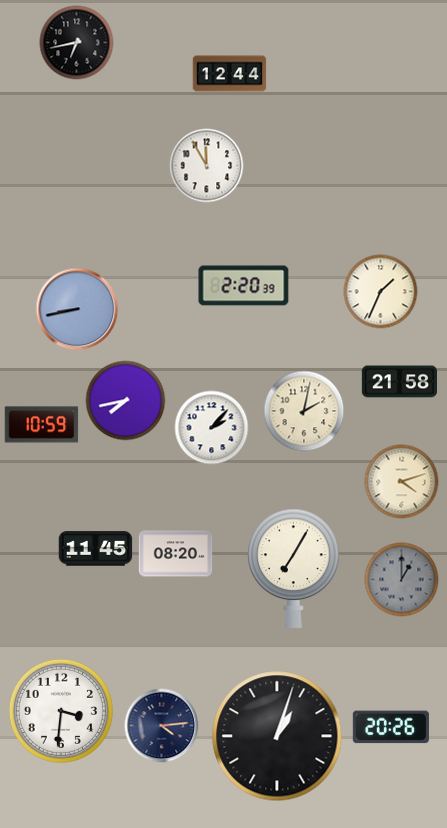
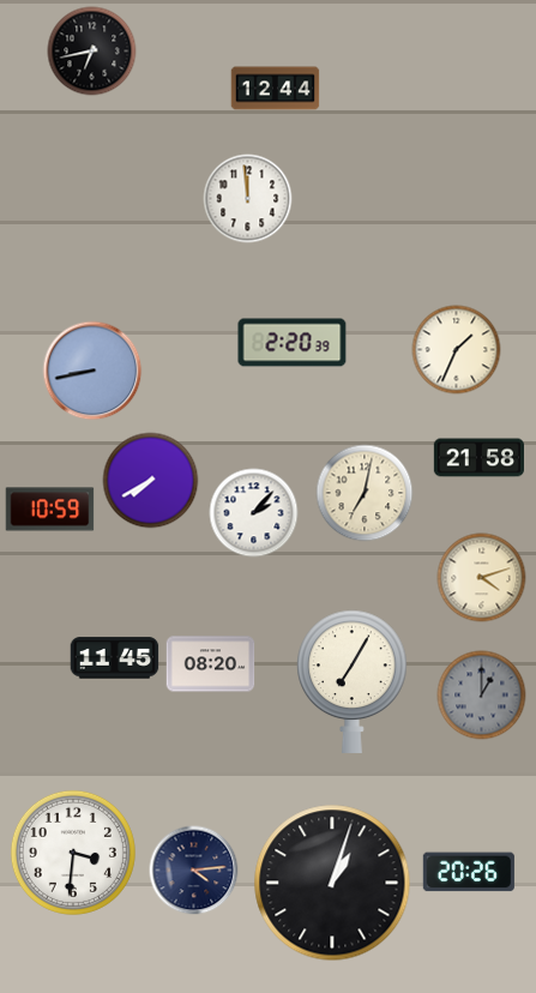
clock at (207, 166): 11:55 -> 11:59
clock at (126, 401): 7:43 -> 7:40
clock at (304, 411): 2:02 -> 7:02
